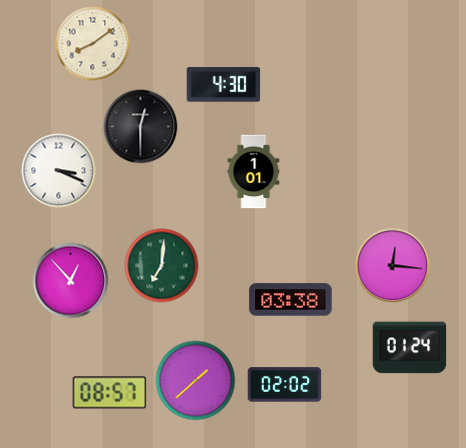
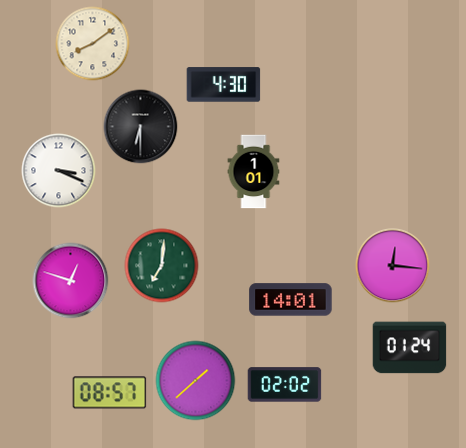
clock at (141, 127): 12:30 -> 6:30
clock at (71, 281): 12:53 -> 12:48
clock at (291, 300): 03:38 -> 14:01
